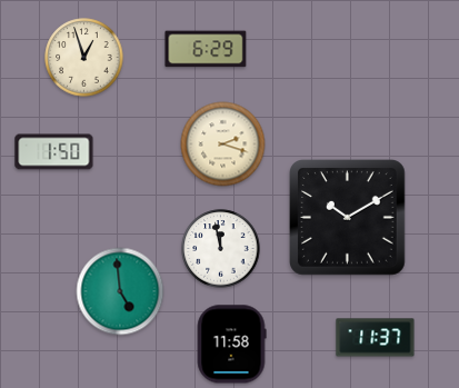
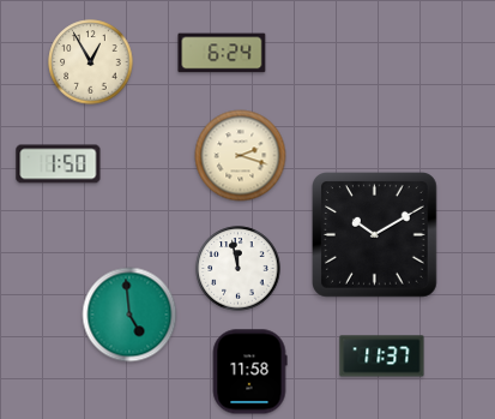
clock at (206, 49): 6:29 -> 6:24
clock at (84, 58): 12:57 -> 12:55
clock at (376, 338) position: (376, 338) -> (382, 357)
